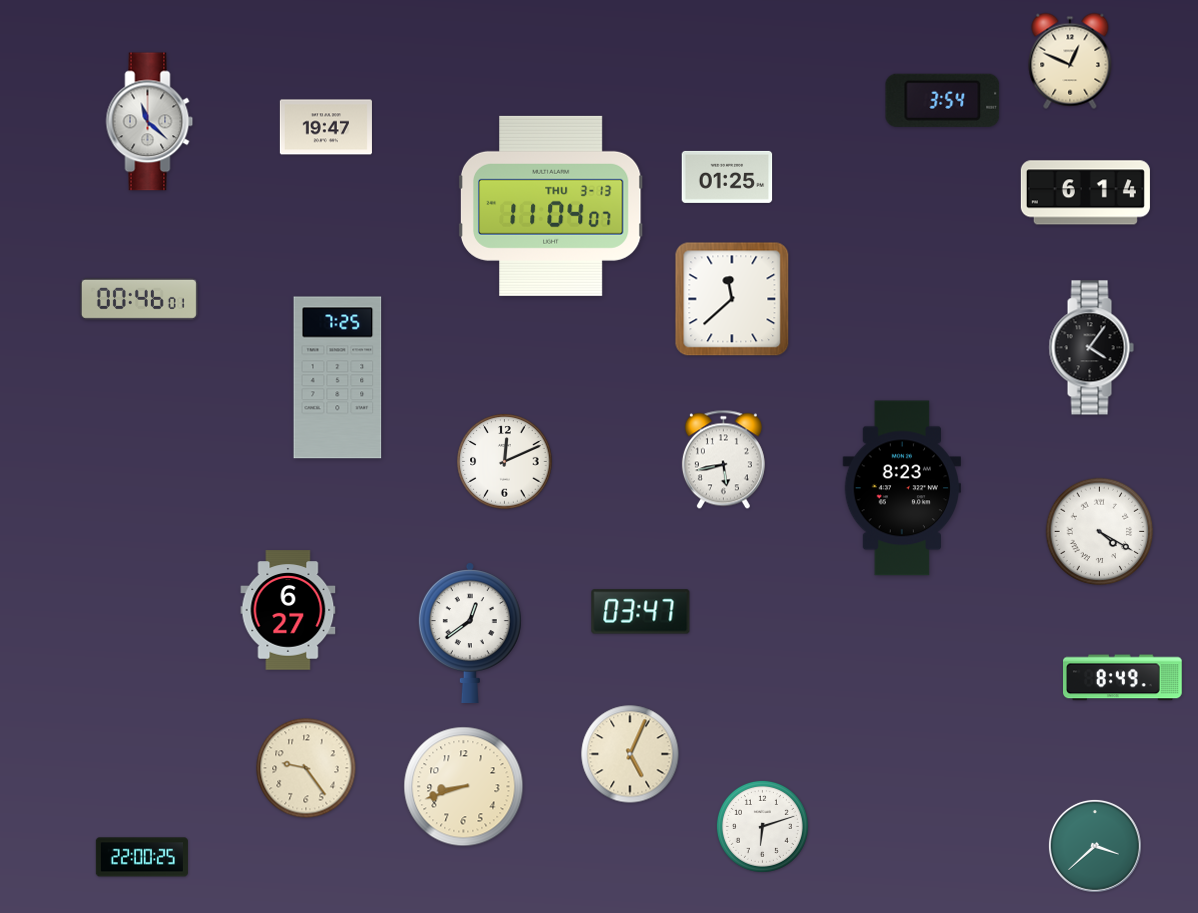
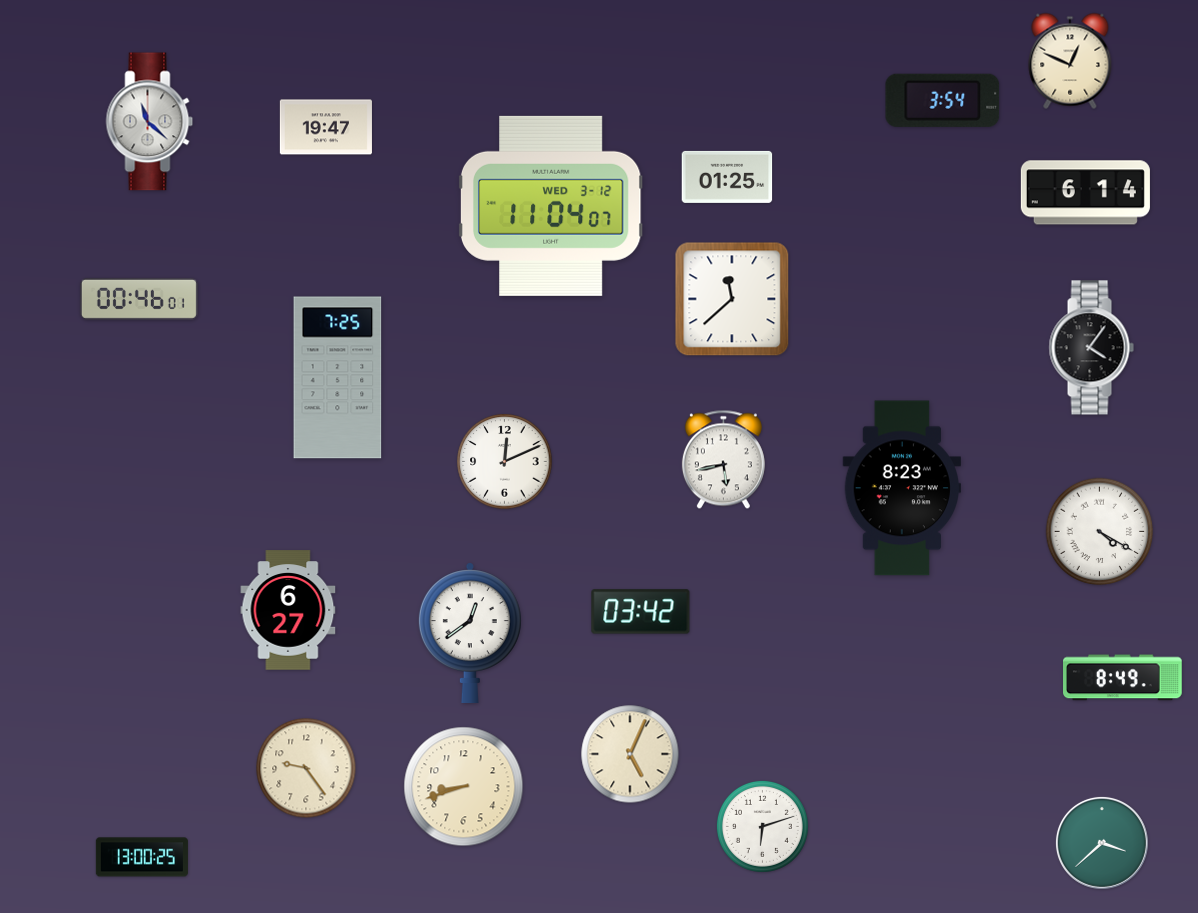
clock at (551, 206) date: THU 3-13 -> WED 3-12
clock at (641, 612): 03:47 -> 03:42
clock at (1095, 846) position: (1095, 846) -> (1102, 843)
clock at (142, 857): 22:00 -> 13:00
